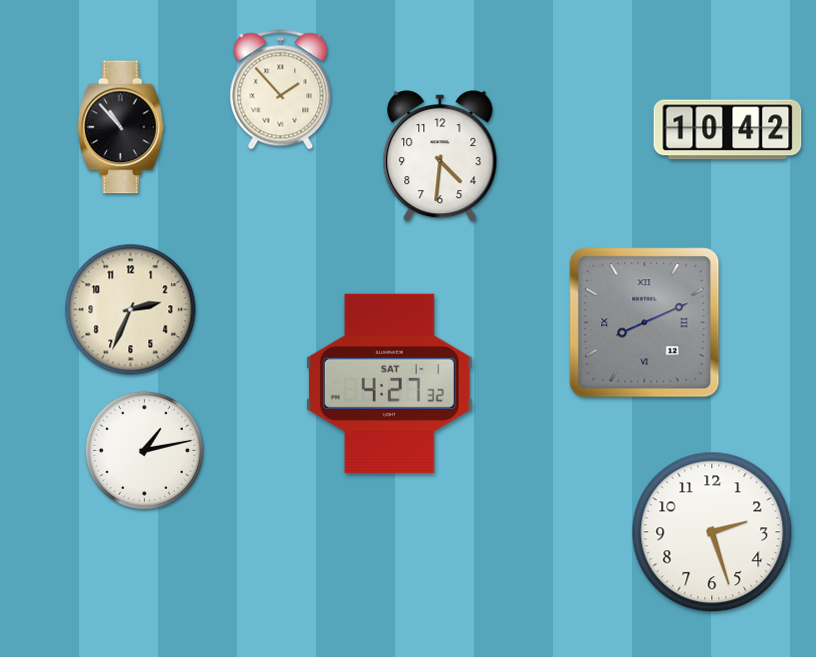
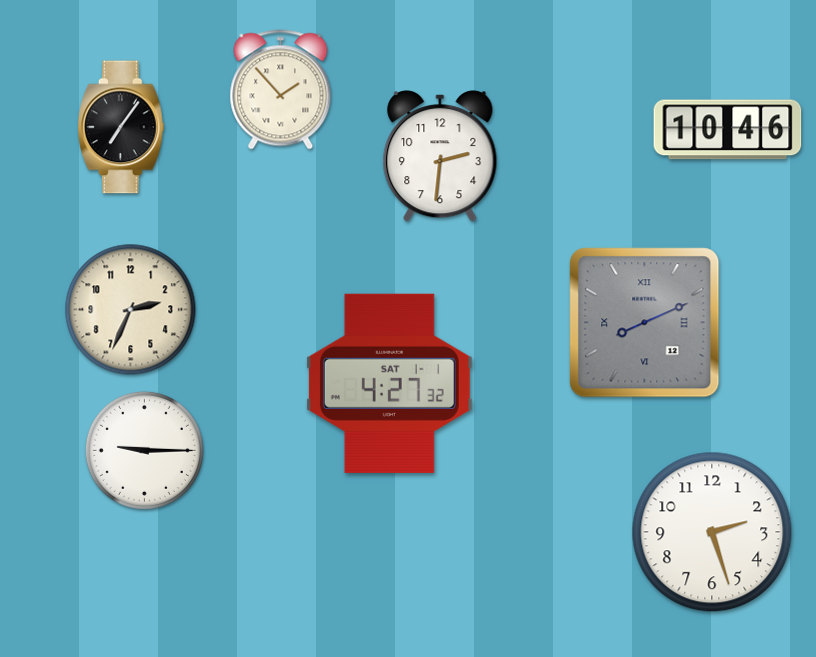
clock at (121, 127): 10:53 -> 7:06
clock at (728, 130): 10:42 -> 10:46
clock at (440, 157): 4:31 -> 2:31
clock at (144, 450): 1:13 -> 9:15
